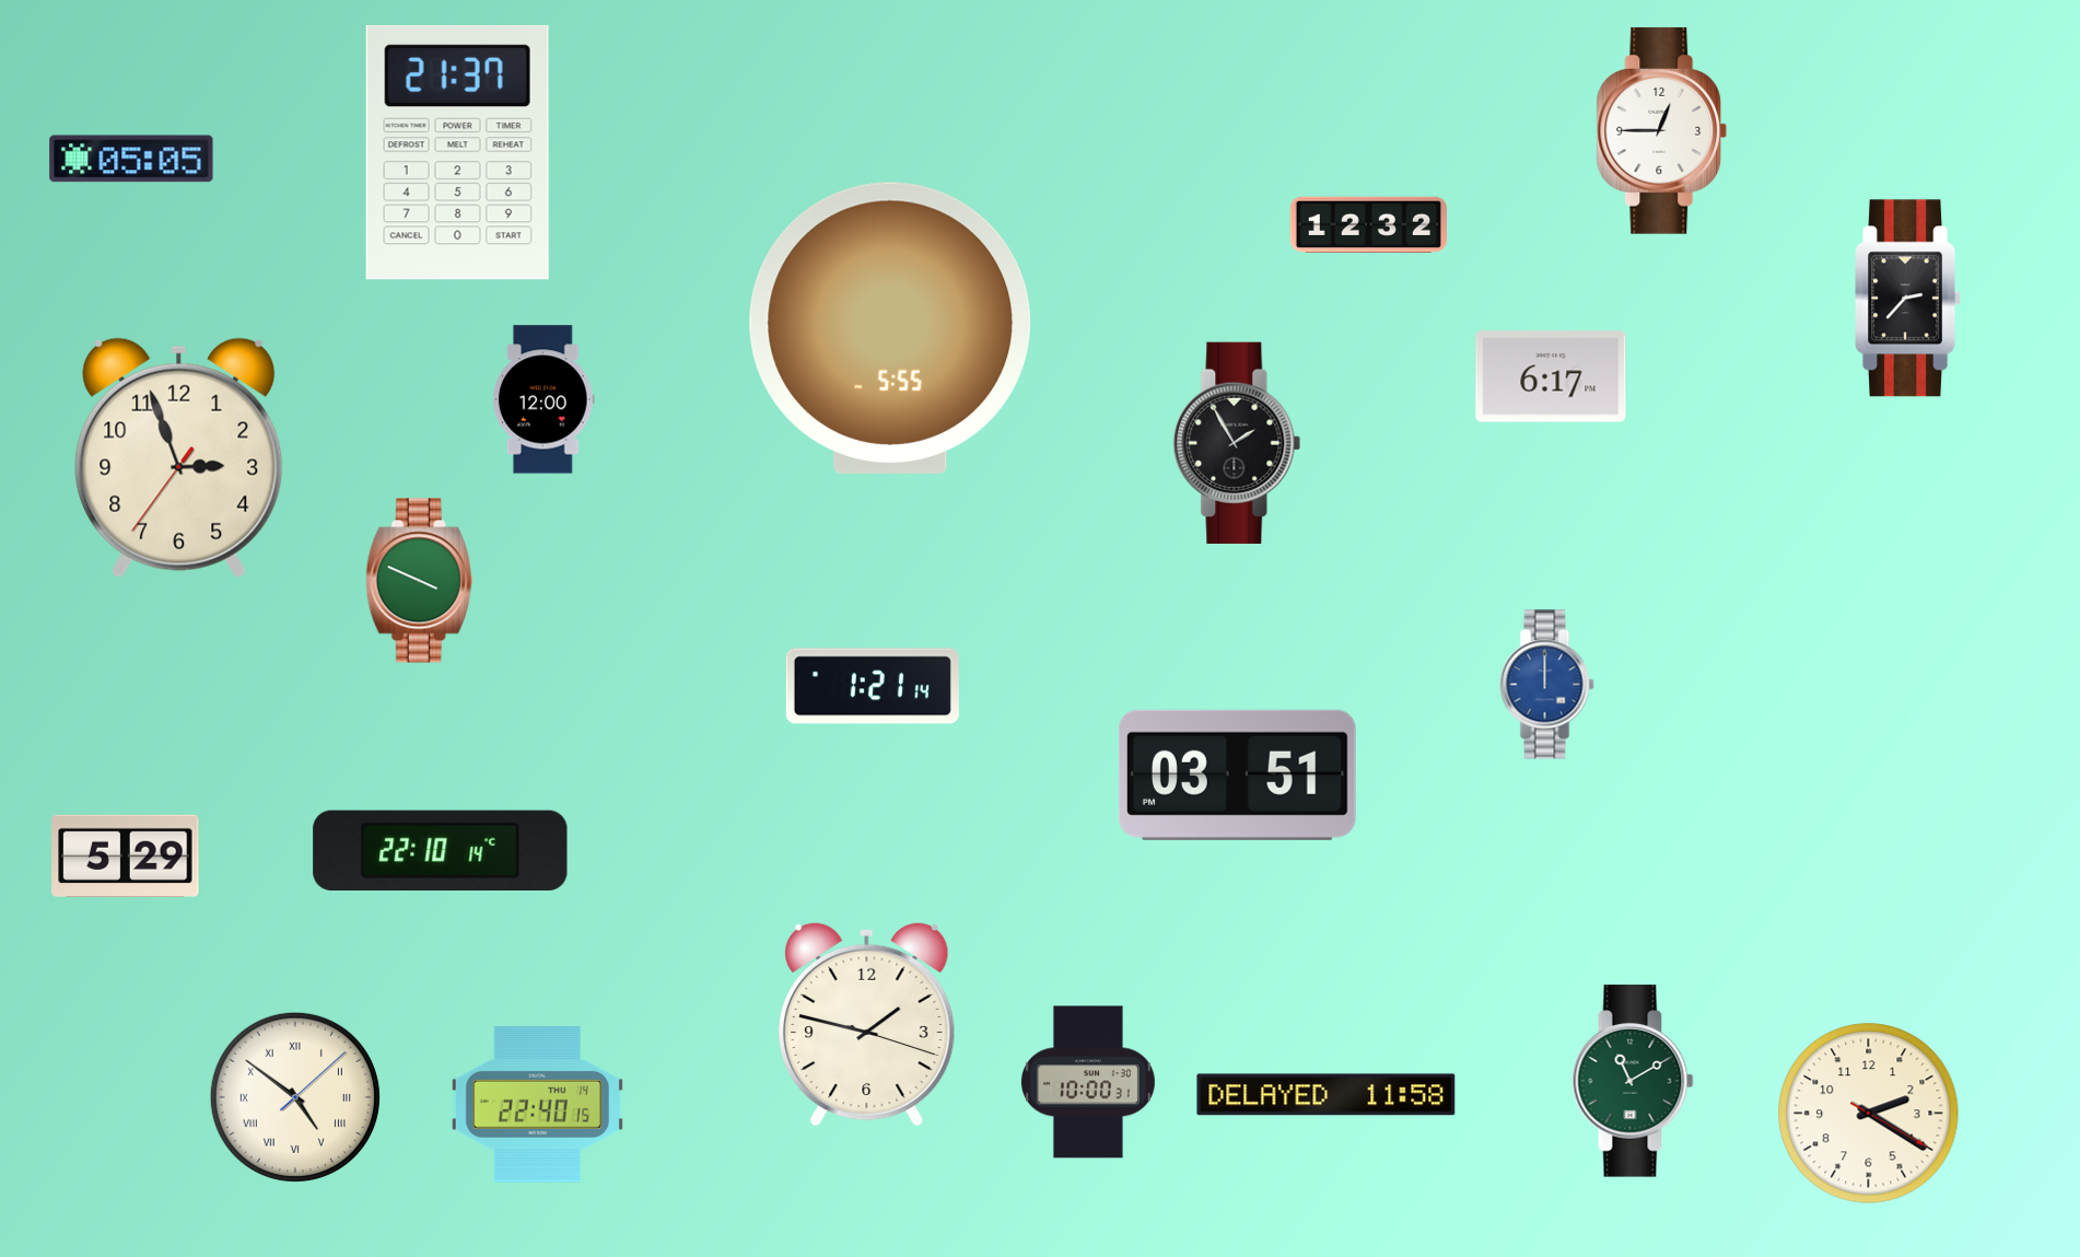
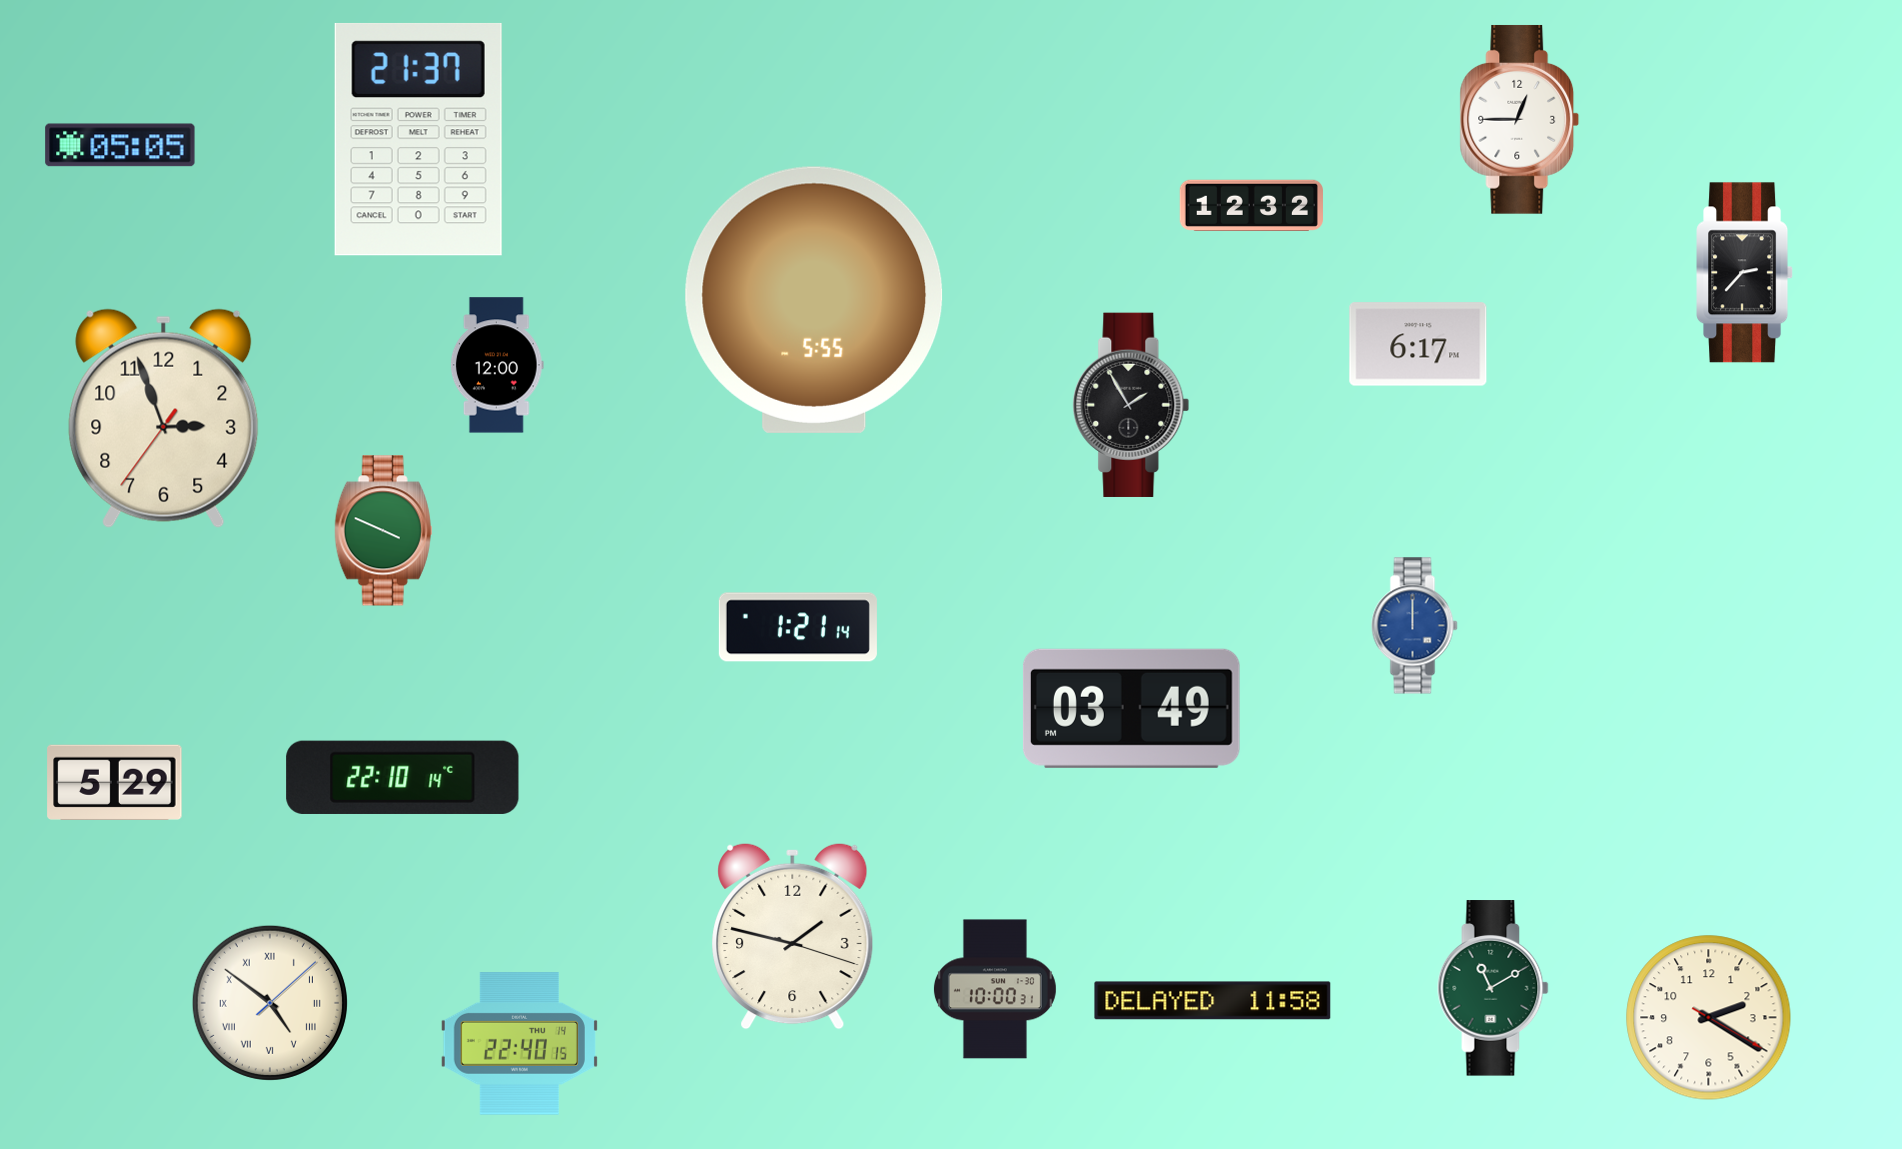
clock at (1237, 775): 03:51 -> 03:49
clock at (537, 1105) position: (537, 1105) -> (519, 1044)
